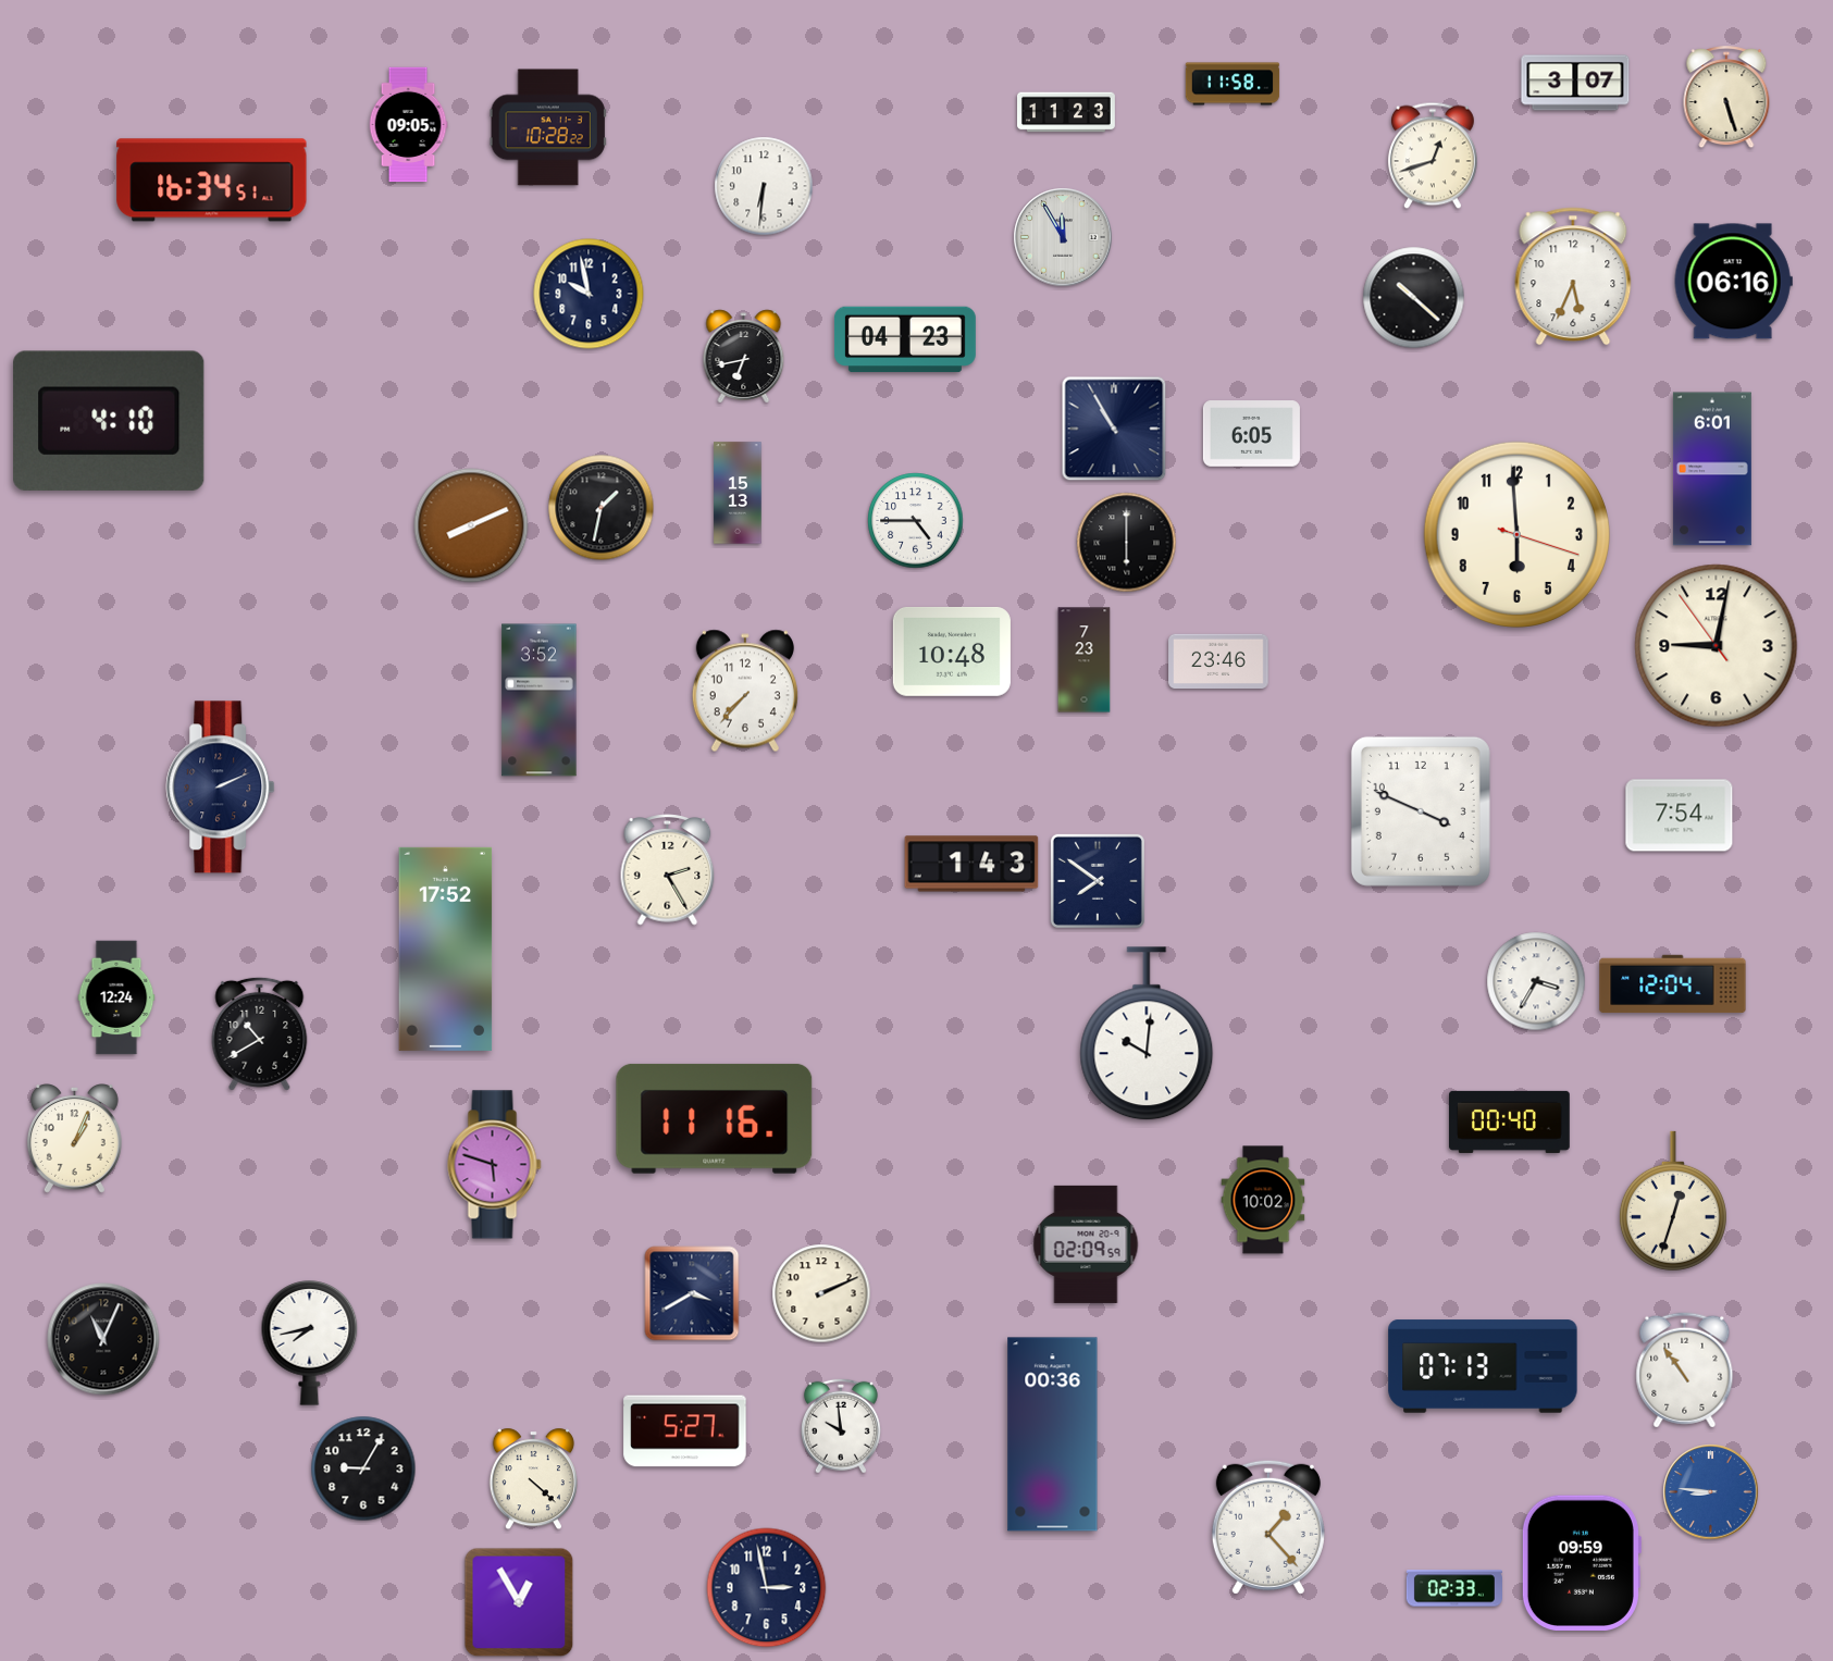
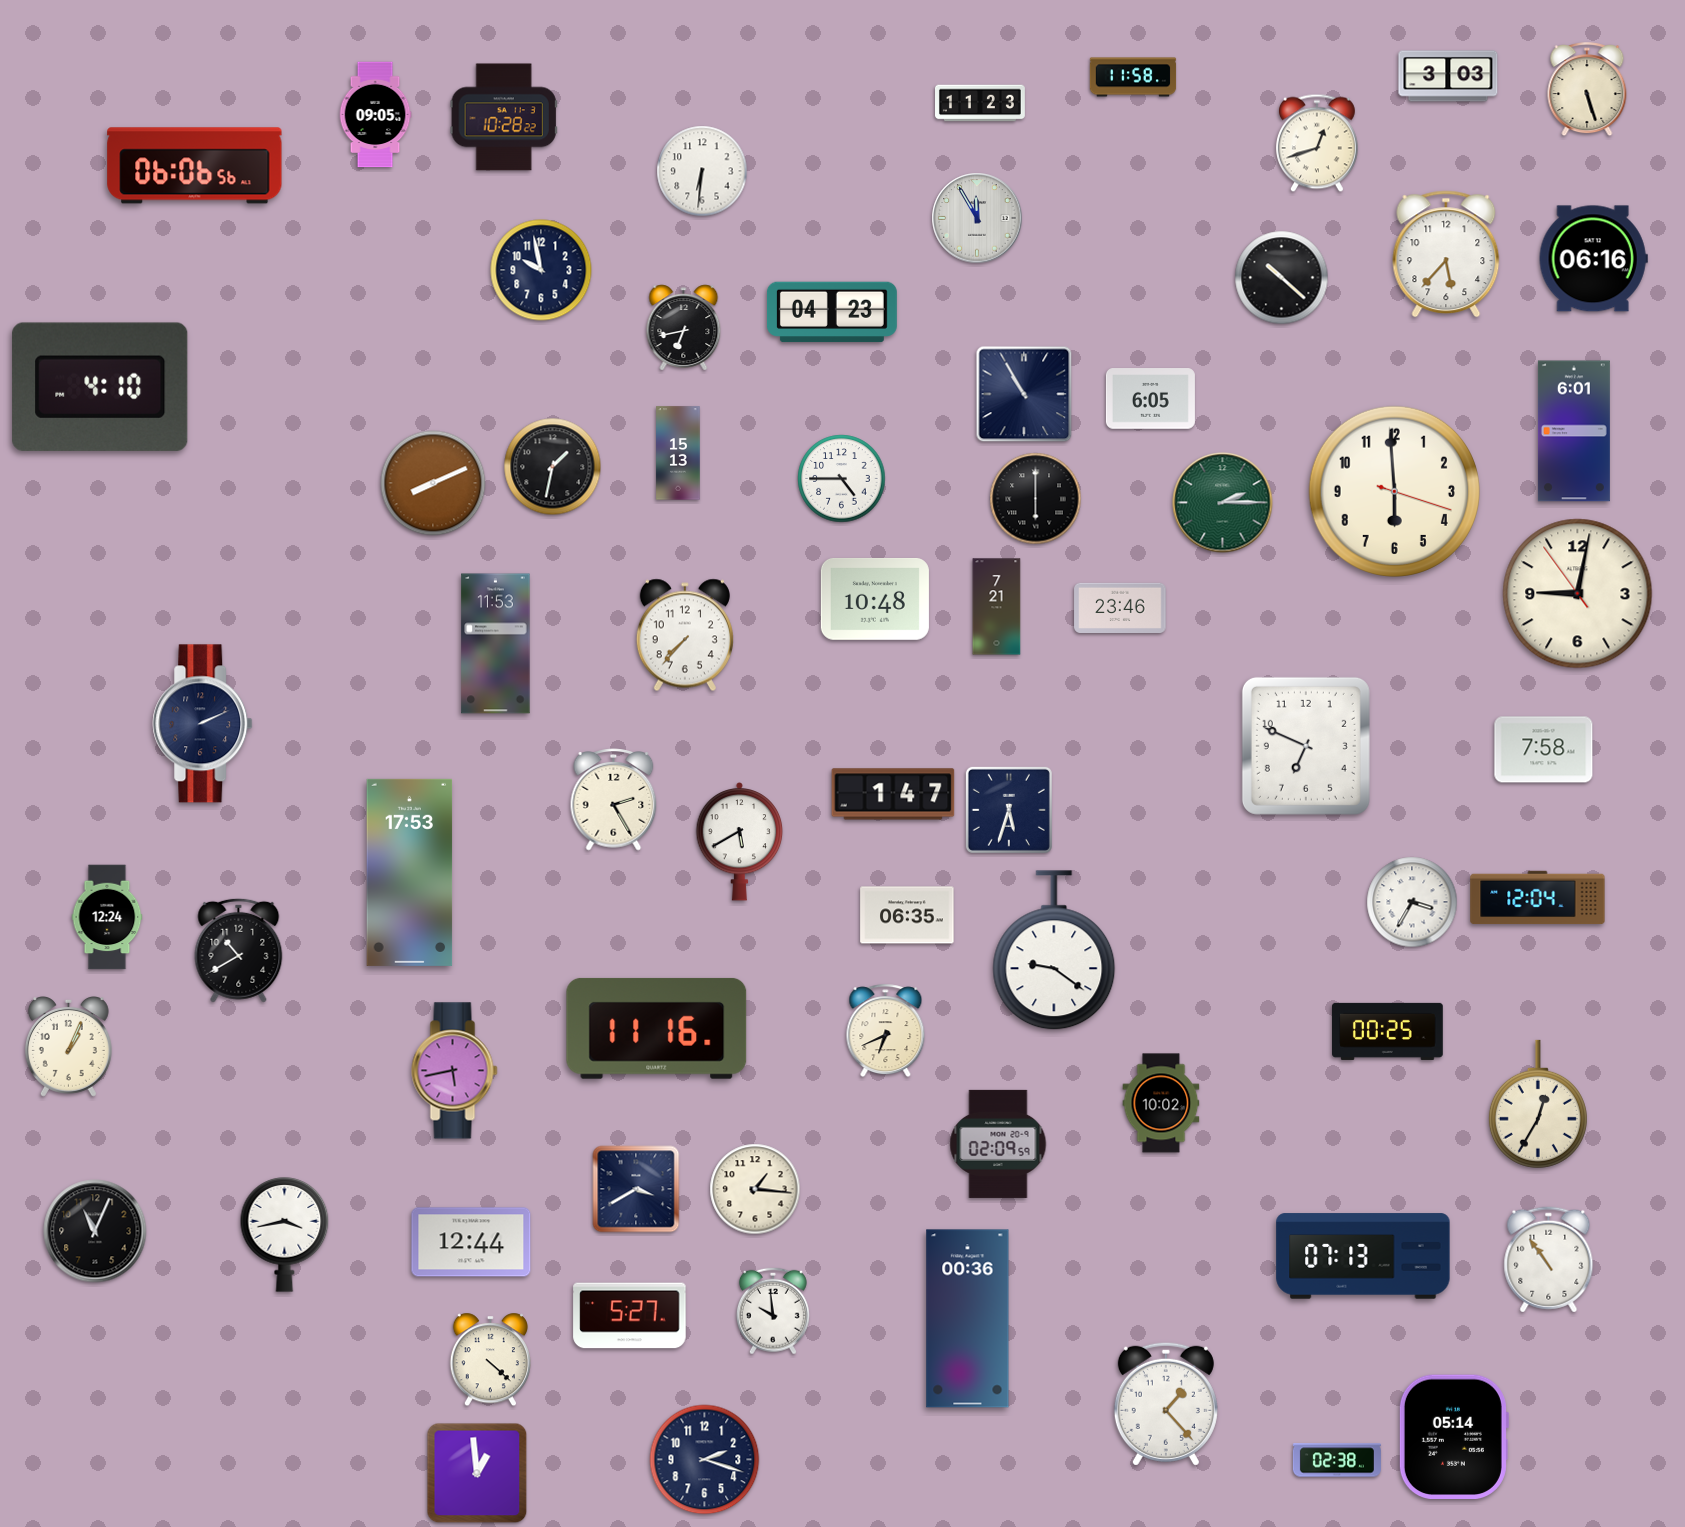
clock at (1575, 83): 3:07 -> 3:03
clock at (212, 181): 16:34 -> 06:06
clock at (1573, 276): 5:34 -> 5:37
clock at (1414, 298) position: (1414, 298) -> (1282, 278)
clock at (1223, 503): none -> 2:15
clock at (1085, 660): 7:23 -> 7:21
clock at (540, 701): 3:52 -> 11:53
clock at (1421, 811): 3:49 -> 6:49
clock at (1680, 816): 7:54 -> 7:58
clock at (971, 864): 1:43 -> 1:47
clock at (1098, 881): 7:51 -> 5:33
clock at (740, 841): none -> 5:40
clock at (446, 949): 17:52 -> 17:53
clock at (1673, 984) position: (1673, 984) -> (1538, 898)
clock at (907, 915): none -> 06:35
clock at (1147, 1034): 10:01 -> 9:21
clock at (886, 1031): none -> 6:41
clock at (1510, 1121): 00:40 -> 00:25
clock at (495, 1165): 5:48 -> 5:43
clock at (1673, 1201): 12:33 -> 12:35
clock at (821, 1293): 2:11 -> 1:16
clock at (310, 1343): 7:43 -> 3:43
clock at (471, 1242): none -> 12:44
clock at (363, 1468): 9:05 -> none
clock at (1711, 1492): 8:46 -> none
clock at (1581, 1562): 09:59 -> 05:14
clock at (767, 1588): 2:58 -> 2:18
clock at (1454, 1588): 02:33 -> 02:38
clock at (519, 1602): 12:55 -> 12:59
